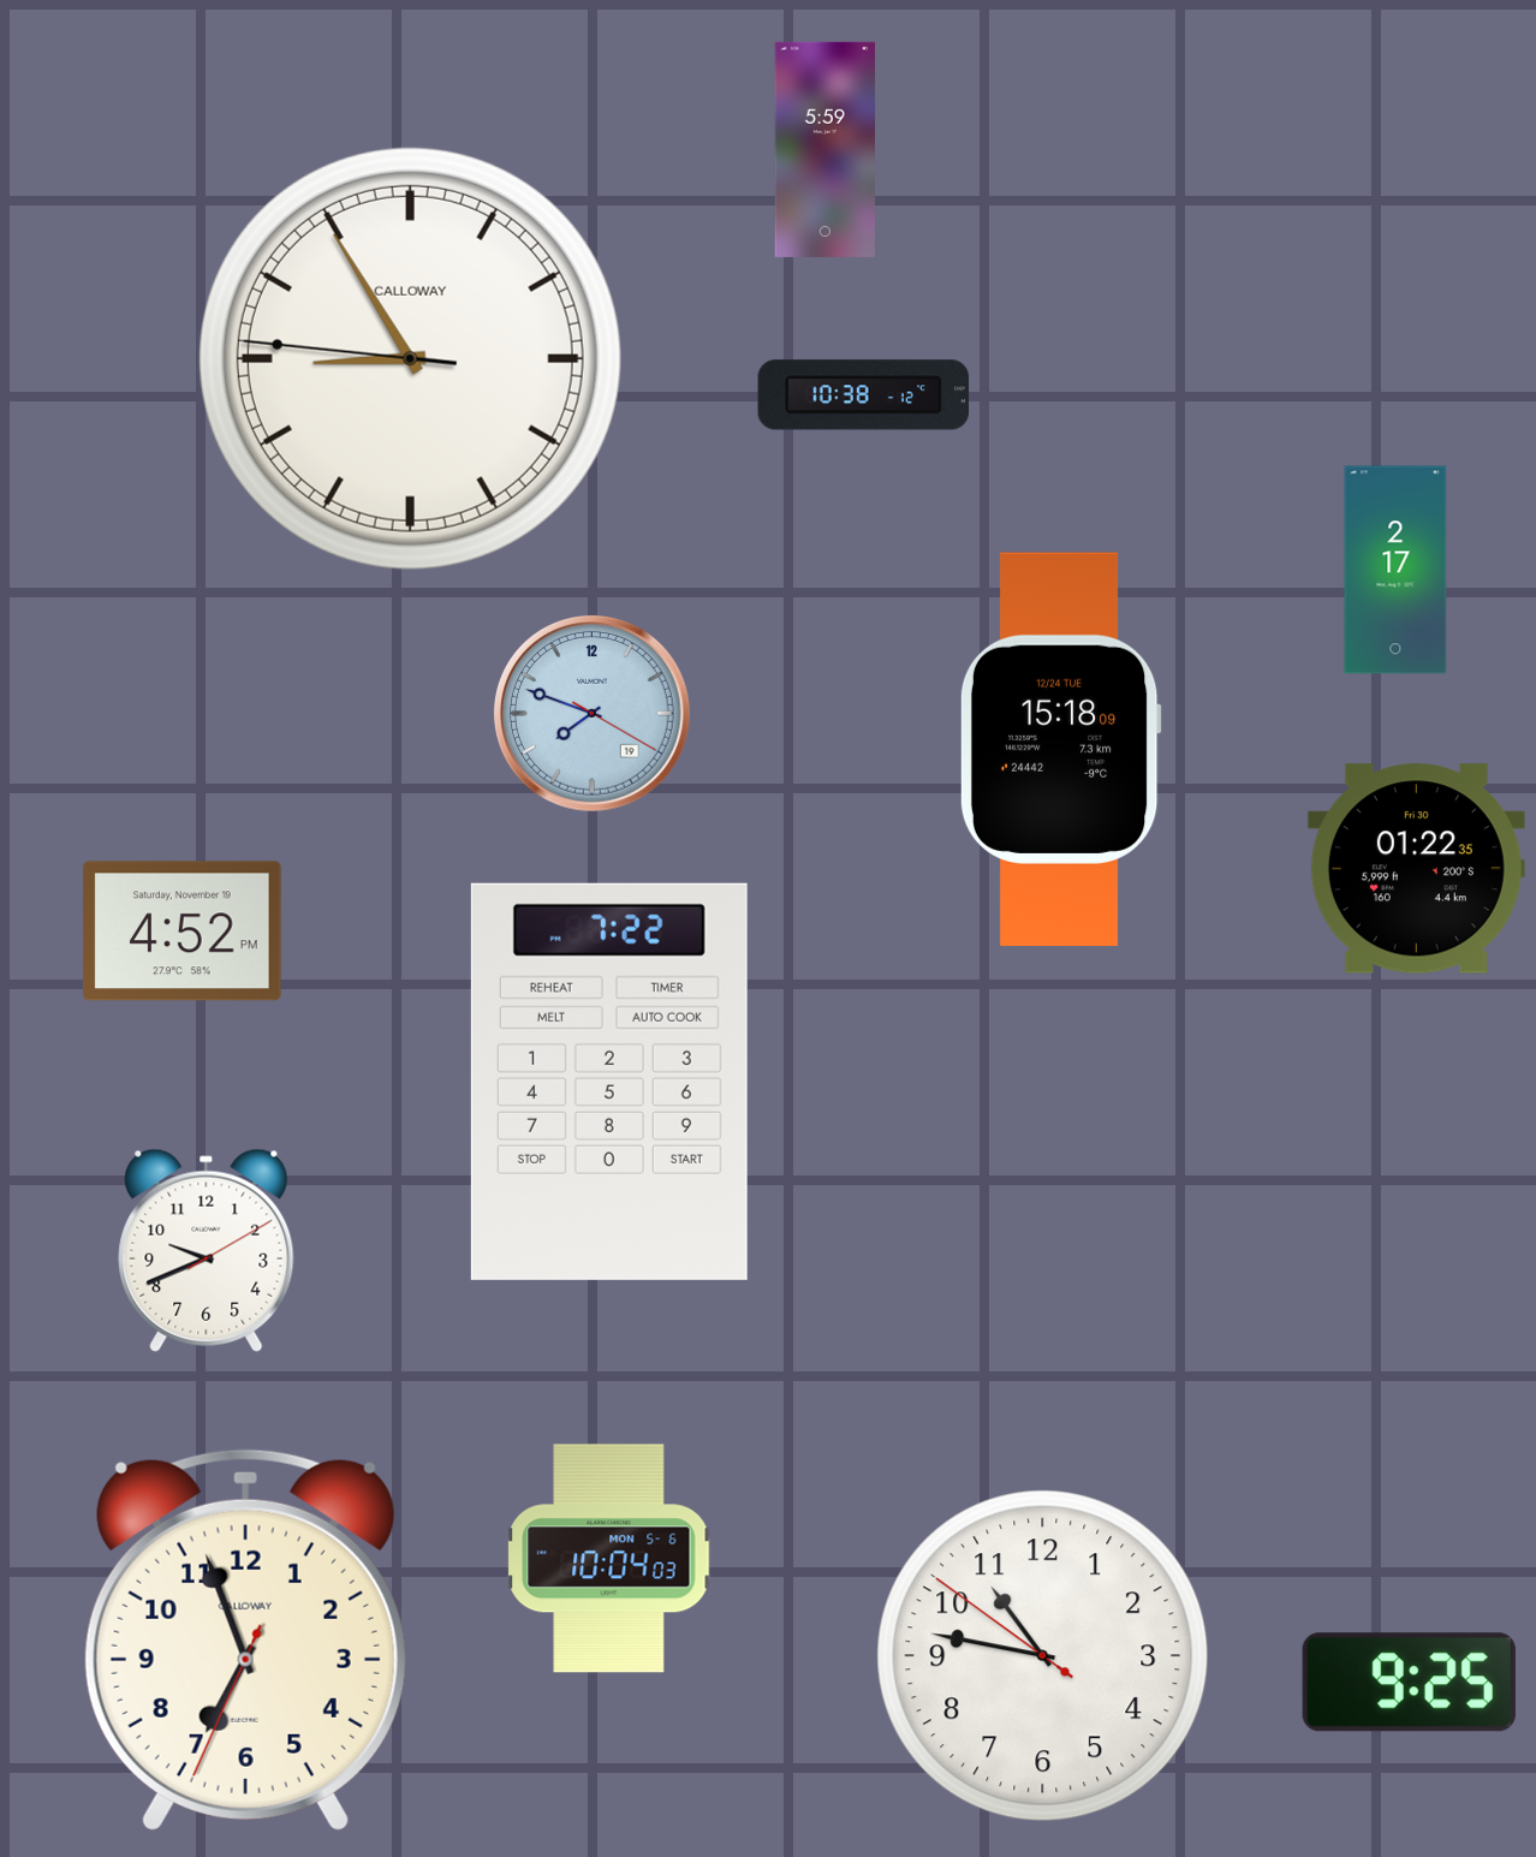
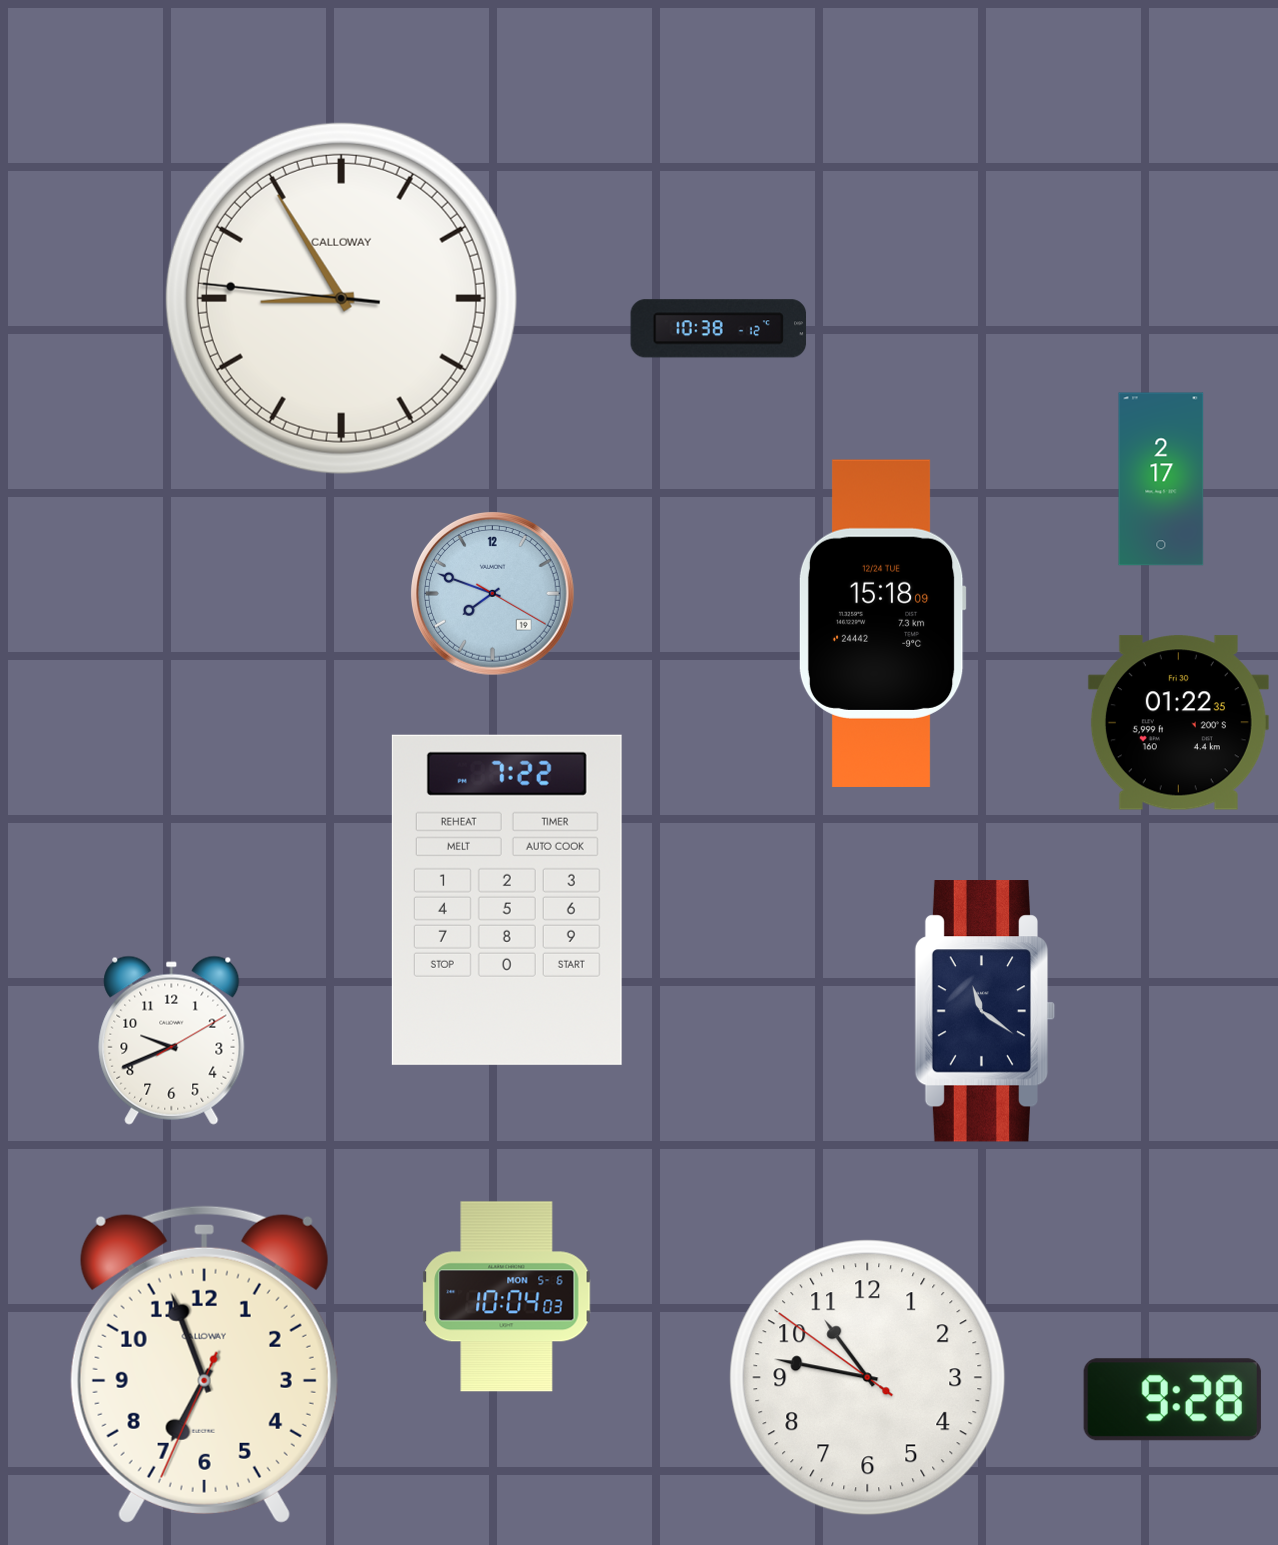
clock at (826, 149): 5:59 -> none
clock at (1395, 570) position: (1395, 570) -> (1161, 479)
clock at (183, 932): 4:52 -> none
clock at (985, 1011): none -> 11:21
clock at (1409, 1683): 9:25 -> 9:28
